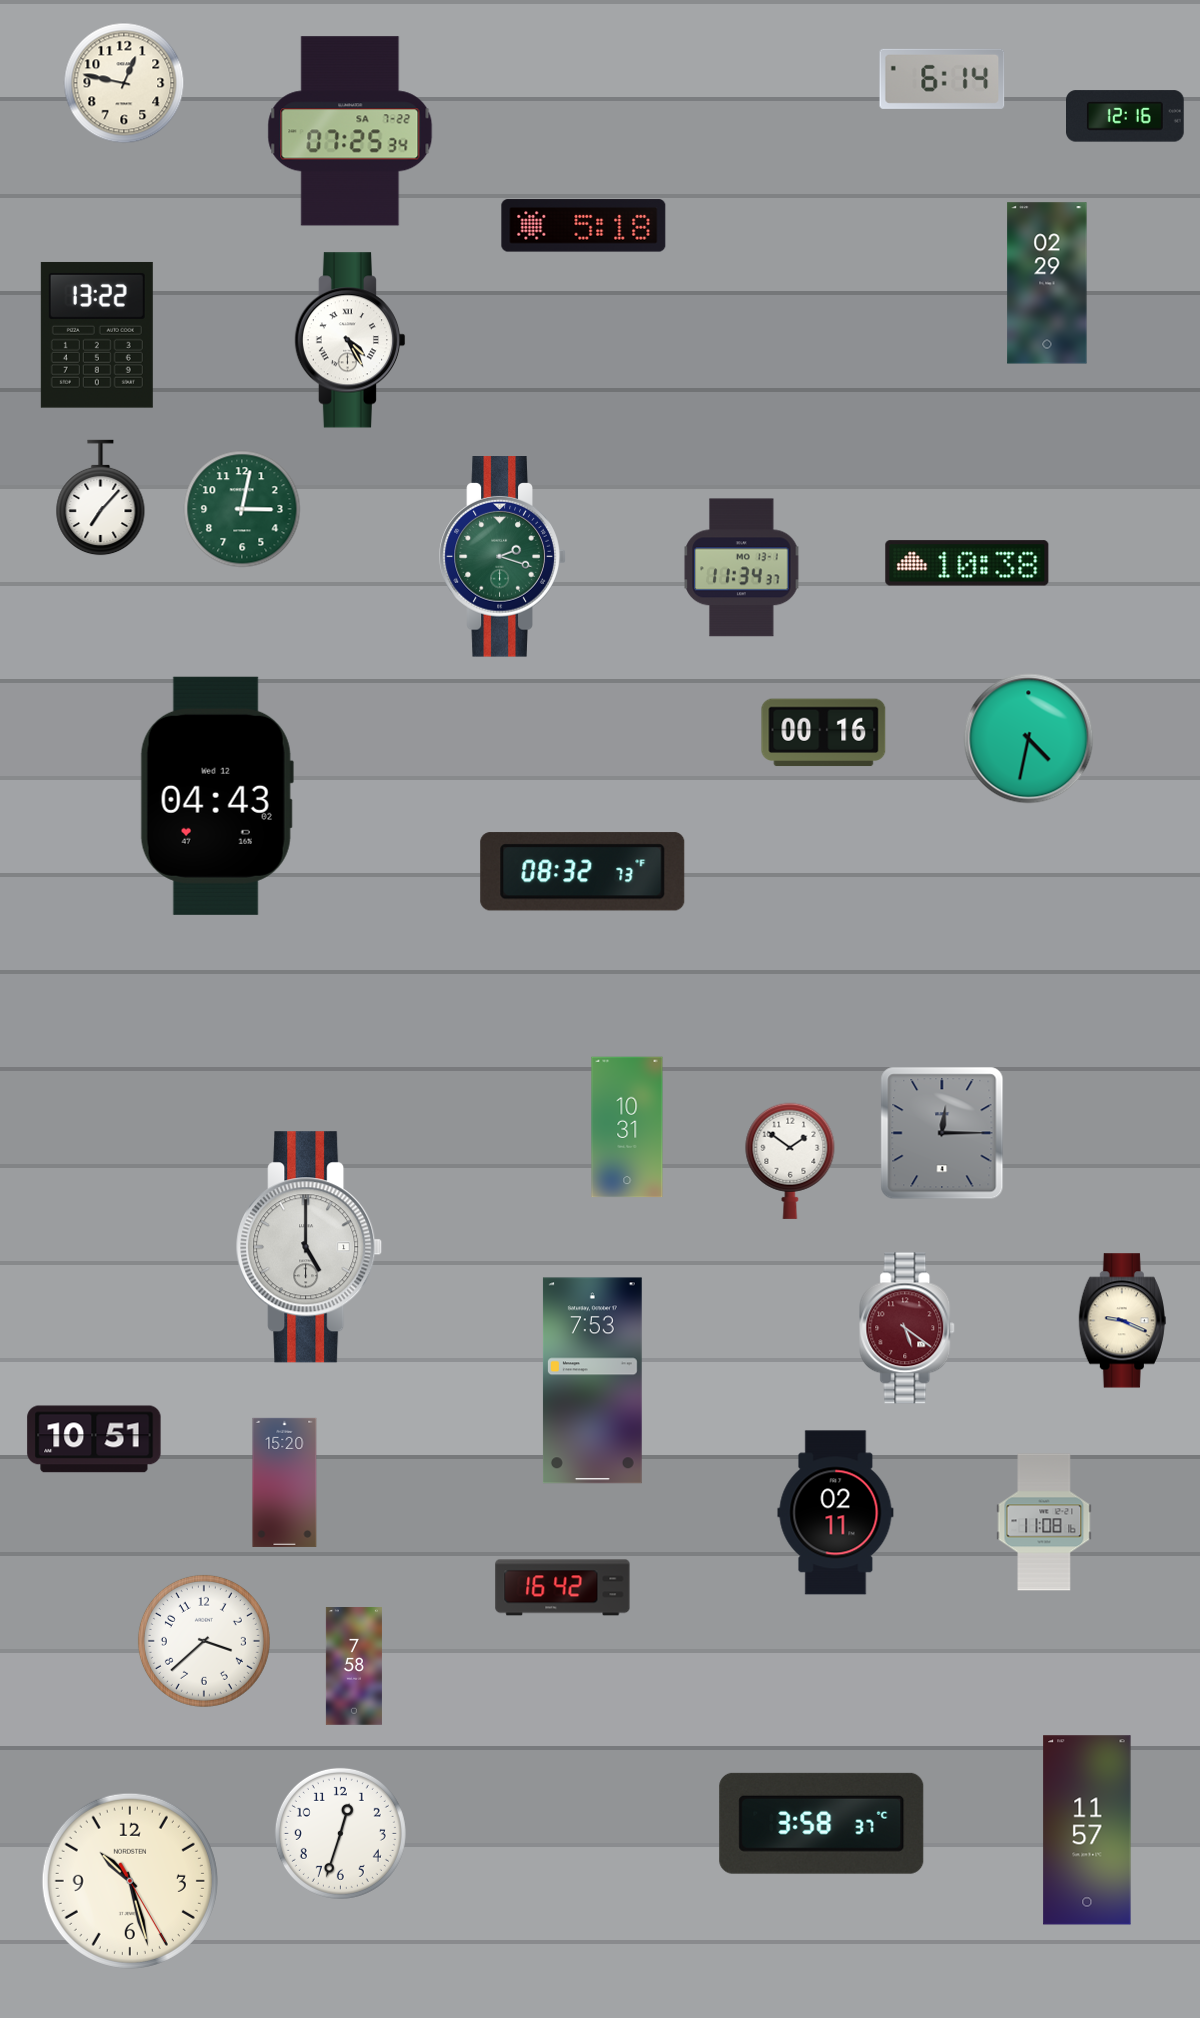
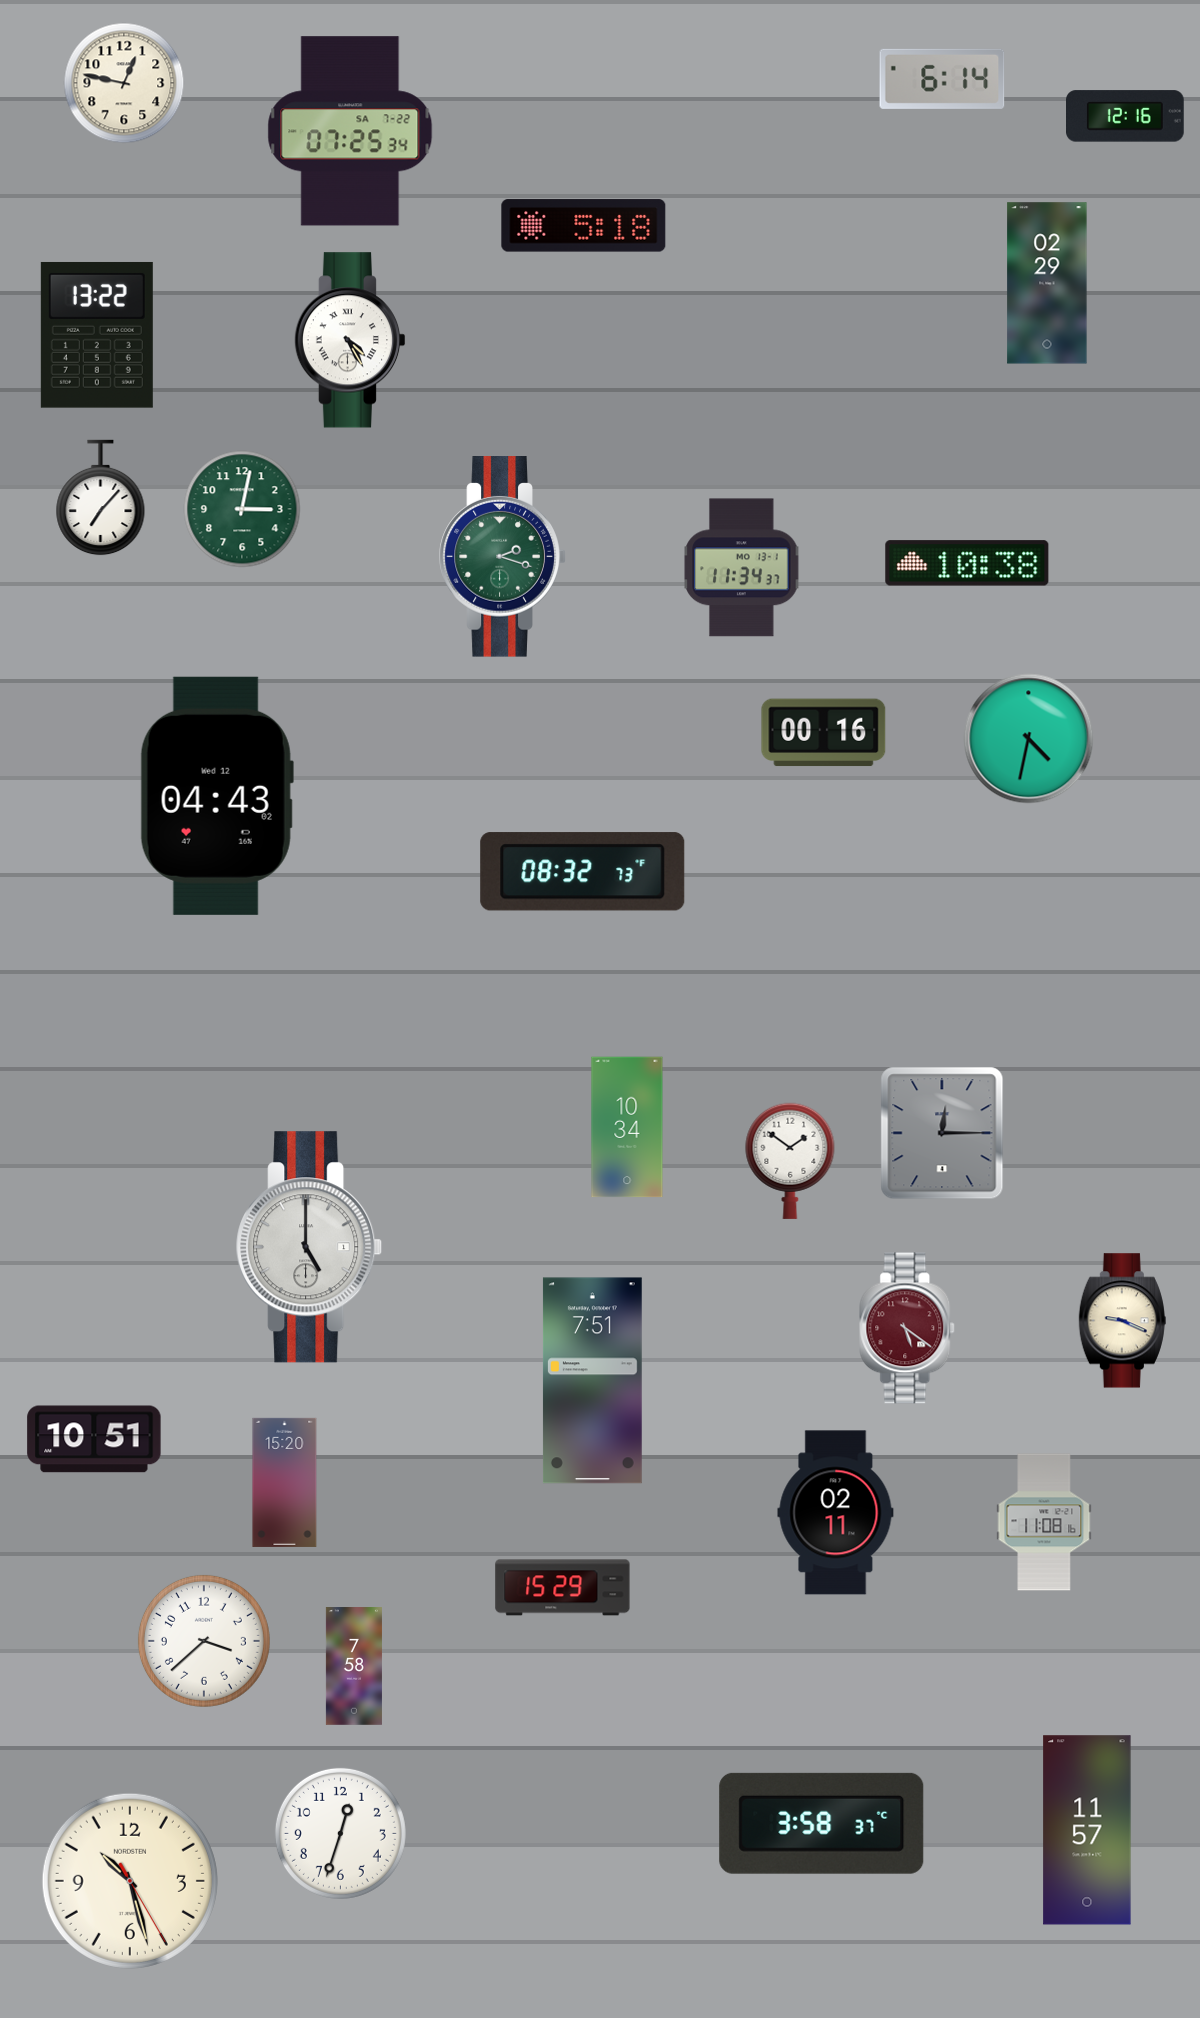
clock at (627, 1127): 10:31 -> 10:34
clock at (592, 1381): 7:53 -> 7:51
clock at (563, 1588): 16:42 -> 15:29
